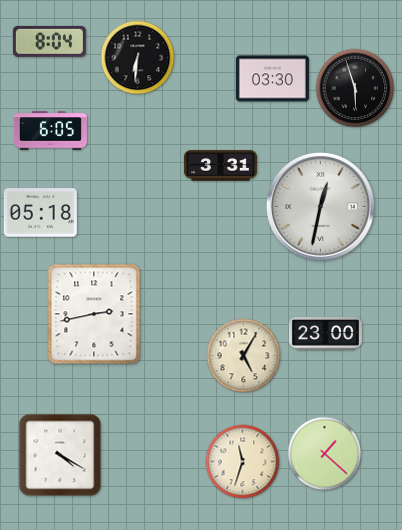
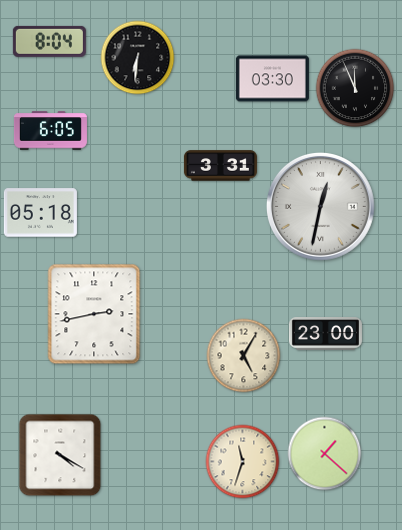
clock at (355, 88): 5:57 -> 11:56
